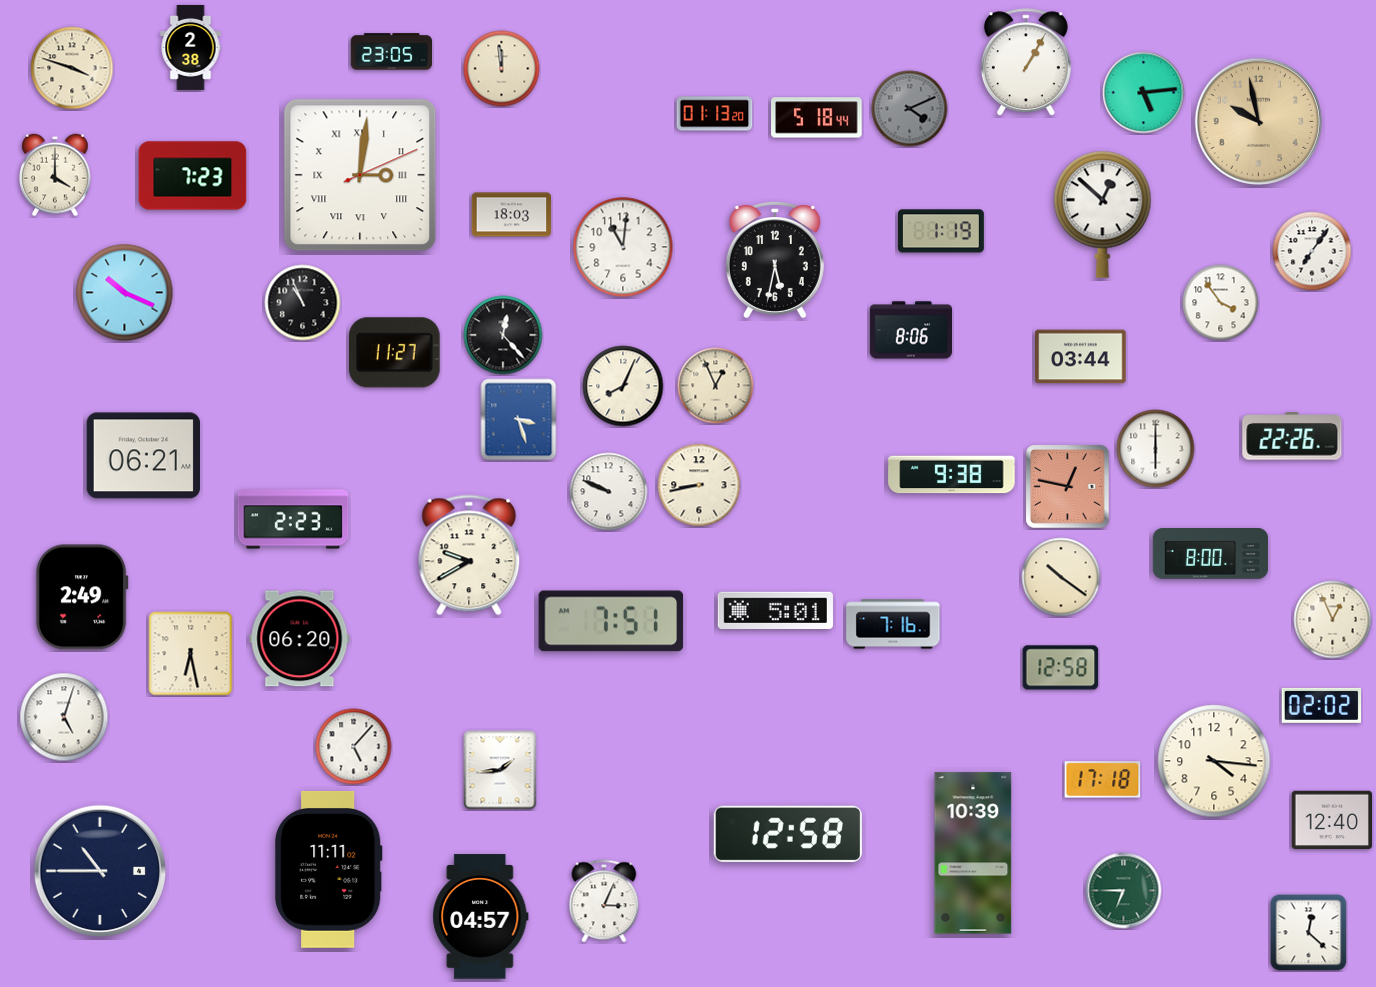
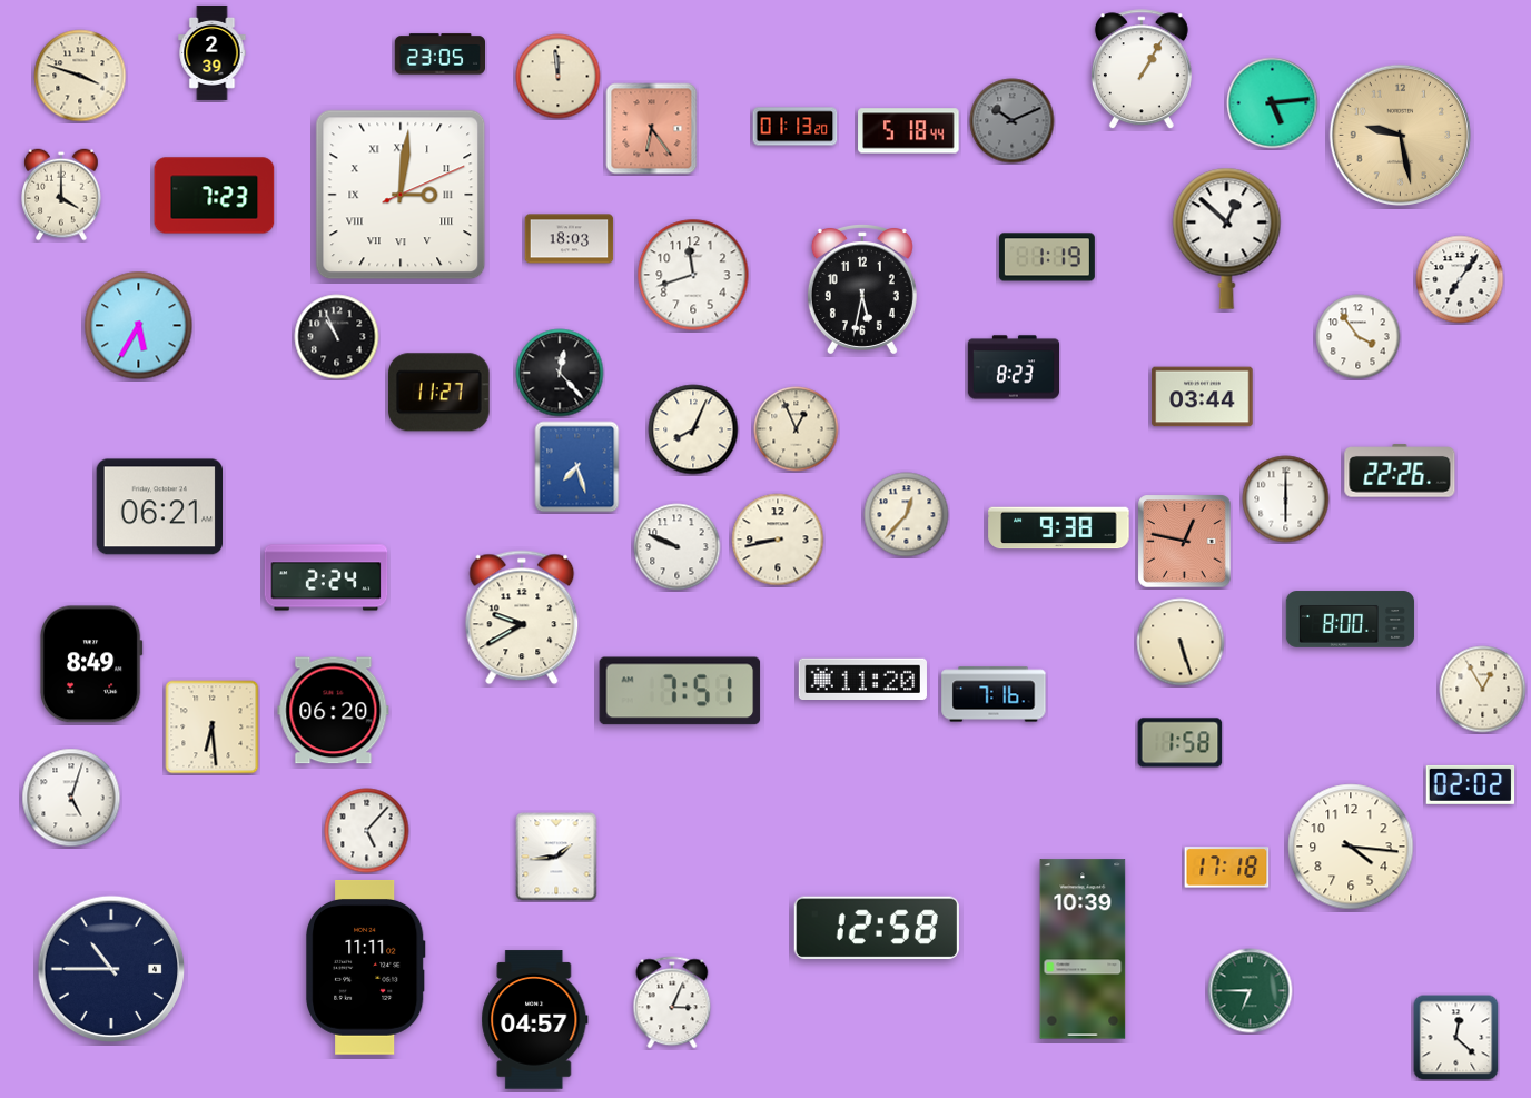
clock at (191, 47): 2:38 -> 2:39
clock at (391, 52) position: (391, 52) -> (439, 55)
clock at (910, 109): 4:11 -> 10:11
clock at (652, 129): none -> 6:24
clock at (1258, 121): 9:58 -> 9:28
clock at (623, 247): 11:01 -> 11:42
clock at (125, 293): 10:19 -> 5:35
clock at (910, 330): 8:06 -> 8:23
clock at (519, 420): 3:27 -> 7:27
clock at (1292, 436) position: (1292, 436) -> (1400, 471)
clock at (907, 515): none -> 12:37
clock at (1068, 487) position: (1068, 487) -> (1185, 542)
clock at (293, 519): 2:23 -> 2:24
clock at (1211, 554) position: (1211, 554) -> (1351, 620)
clock at (1061, 577): 10:21 -> 5:27
clock at (82, 597): 2:49 -> 8:49
clock at (775, 611): 5:01 -> 11:20
clock at (1333, 620): 12:56 -> 12:55
clock at (191, 654): 6:28 -> 6:29
clock at (1061, 668): 12:58 -> 1:58
clock at (354, 747) position: (354, 747) -> (367, 831)
clock at (1332, 820): 12:40 -> none
